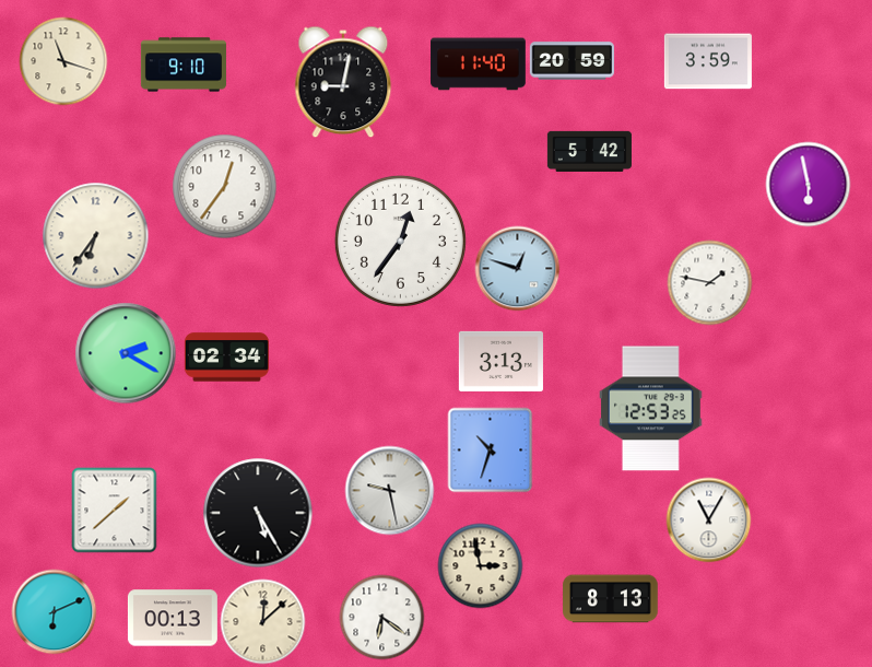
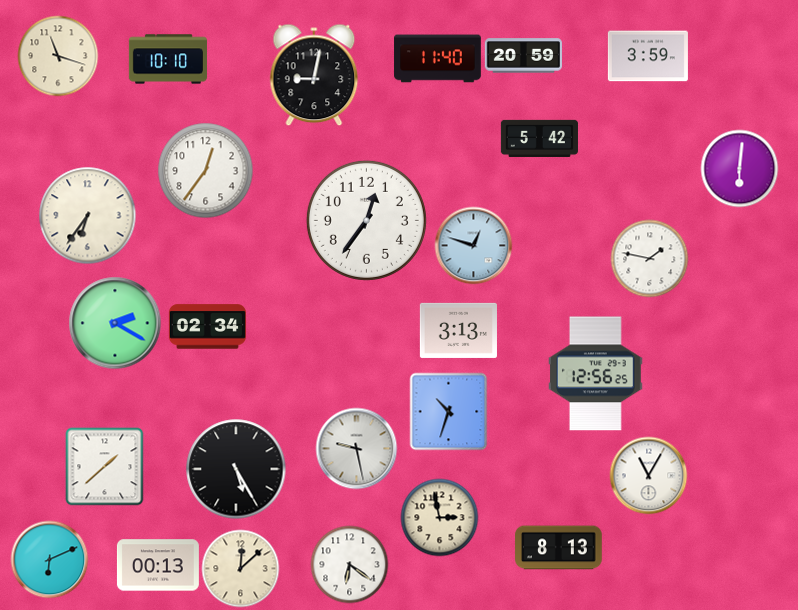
clock at (184, 65): 9:10 -> 10:10
clock at (808, 184): 5:58 -> 6:01
clock at (651, 409): 12:53 -> 12:56
